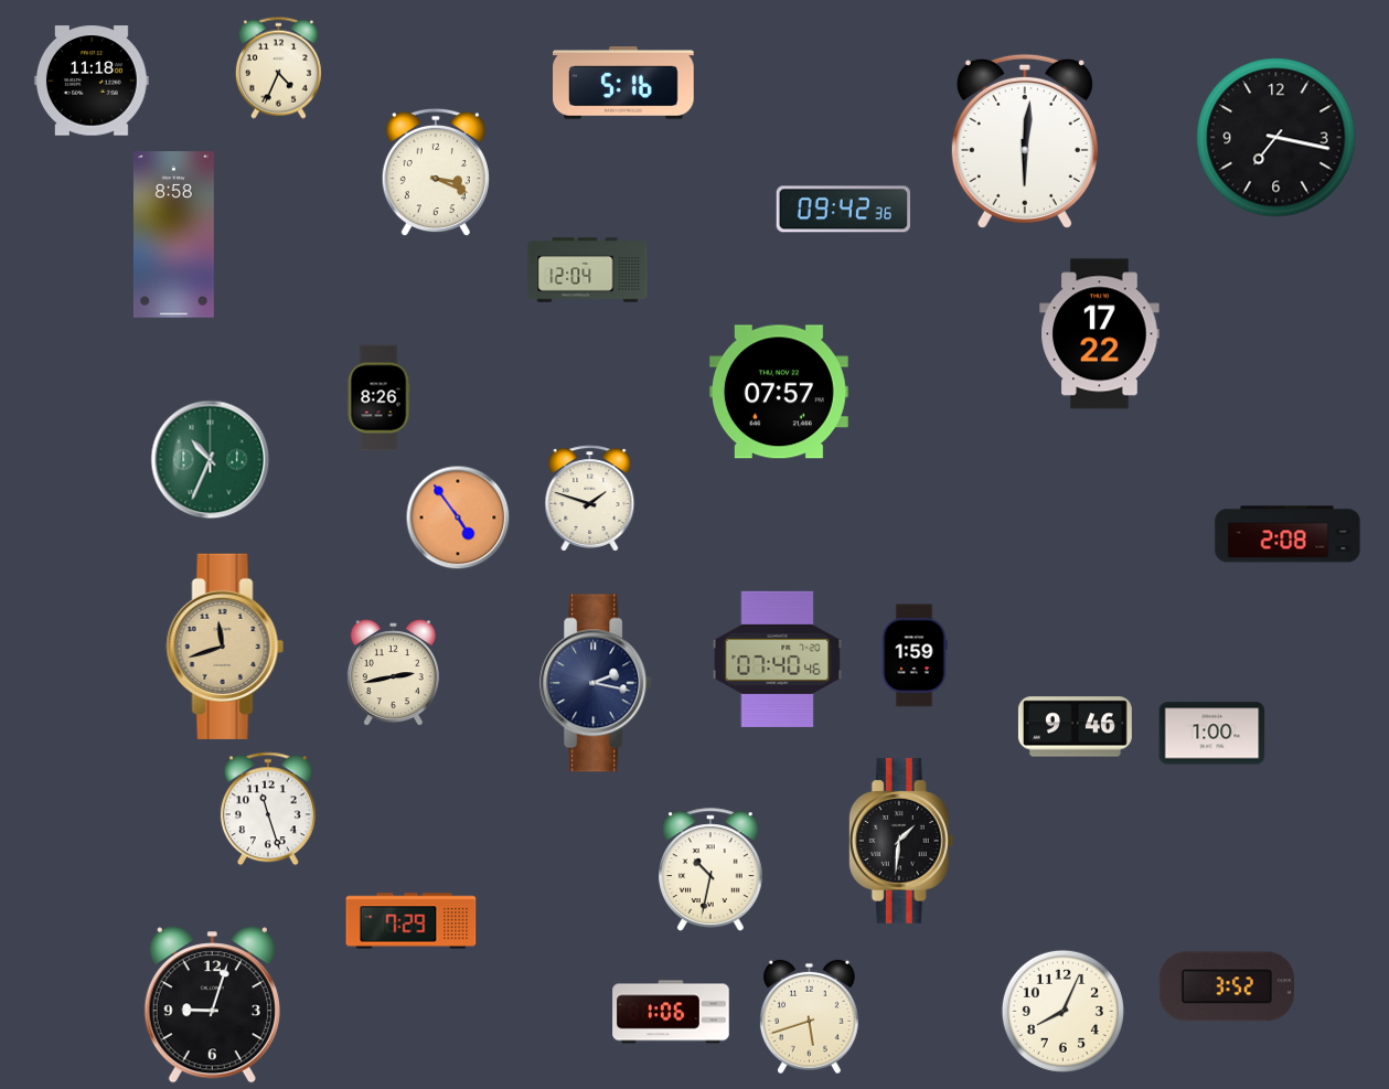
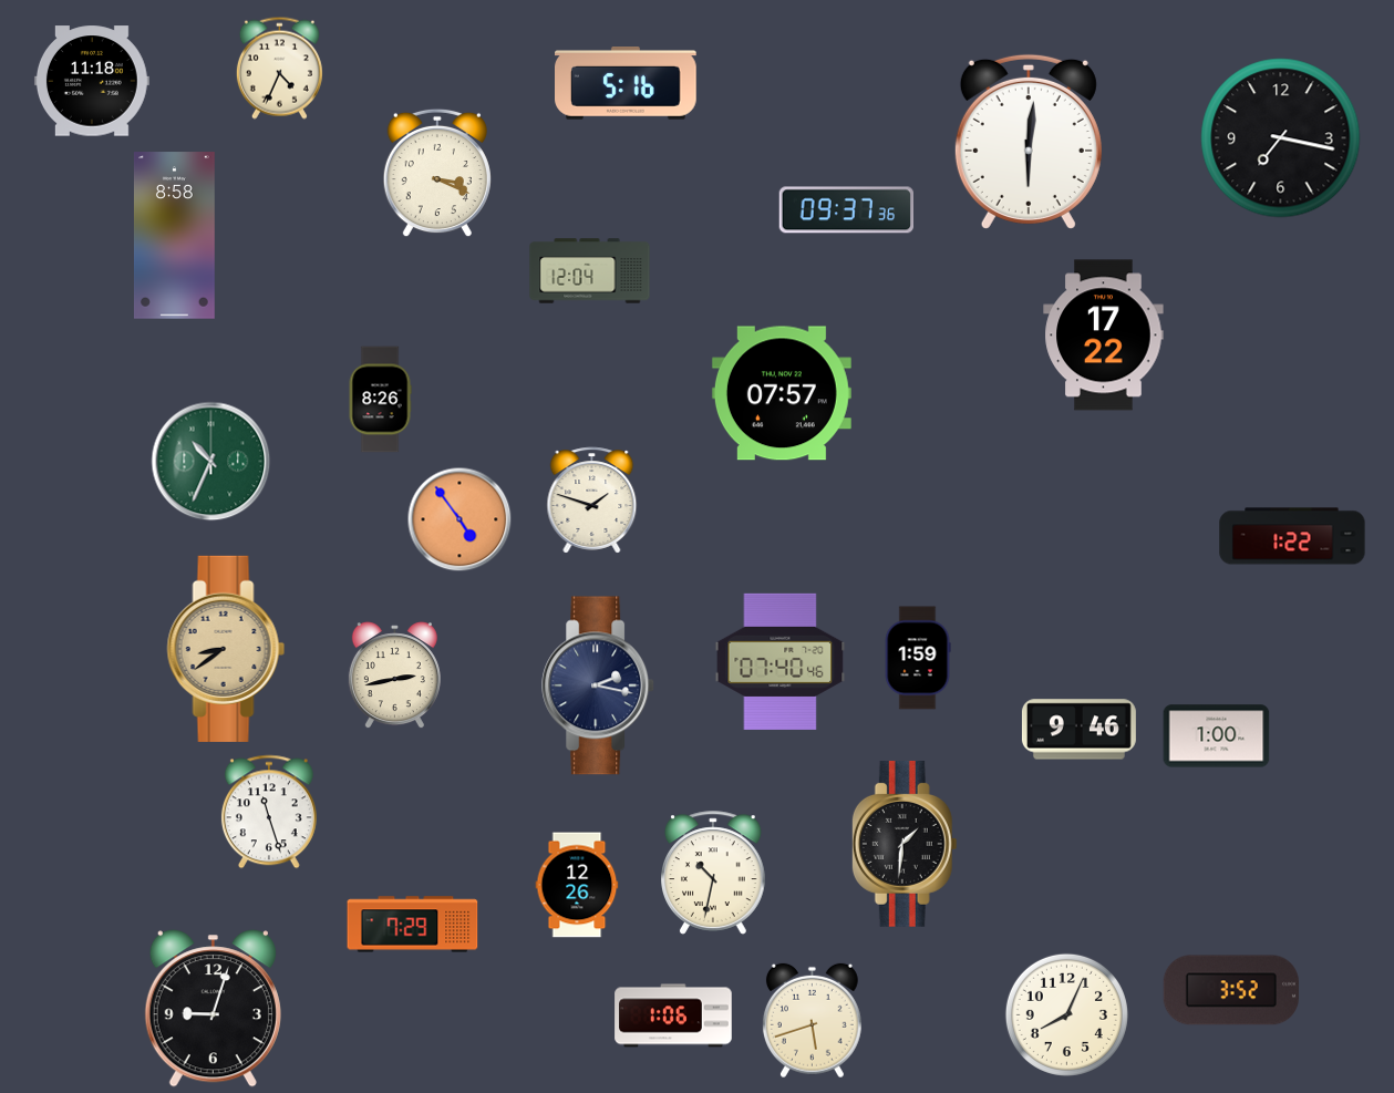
clock at (843, 210): 09:42 -> 09:37
clock at (1288, 534): 2:08 -> 1:22
clock at (225, 647): 11:42 -> 8:39
clock at (577, 885): none -> 12:26
